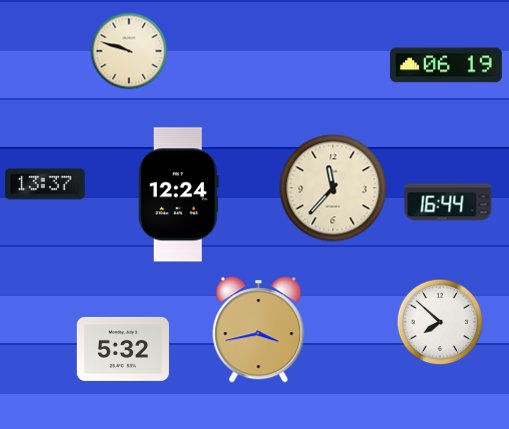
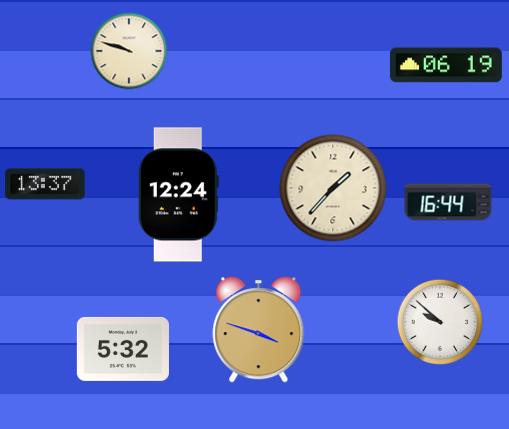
clock at (333, 188): 11:37 -> 1:37
clock at (440, 322): 7:52 -> 9:52
clock at (259, 330): 3:43 -> 3:48
